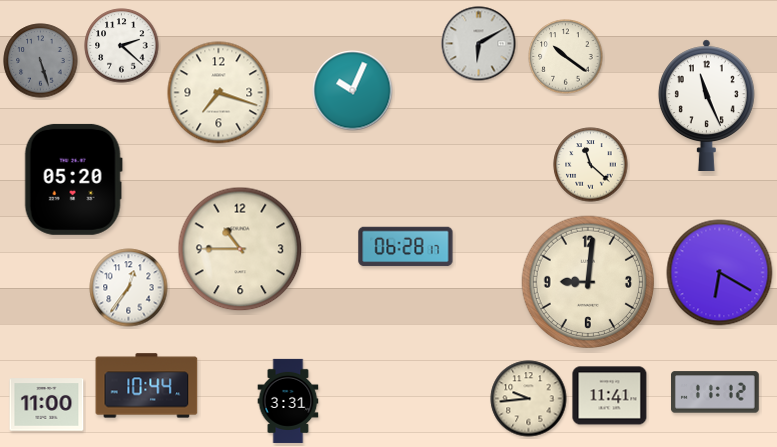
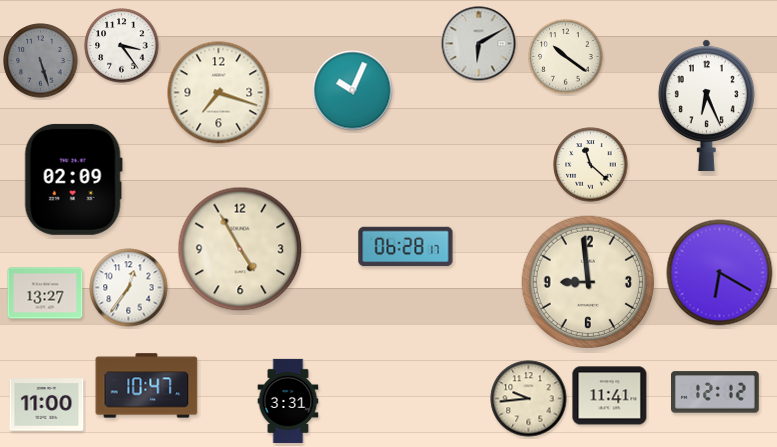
clock at (122, 46): 2:22 -> 3:24
clock at (706, 105): 11:26 -> 6:26
clock at (73, 179): 05:20 -> 02:09
clock at (240, 249): 10:45 -> 4:55
clock at (588, 282): 9:01 -> 8:59
clock at (45, 293): none -> 13:27
clock at (147, 386): 10:44 -> 10:47
clock at (716, 392): 11:12 -> 12:12
